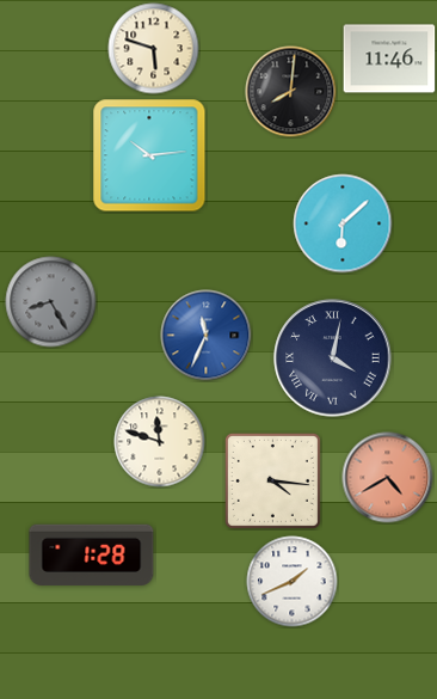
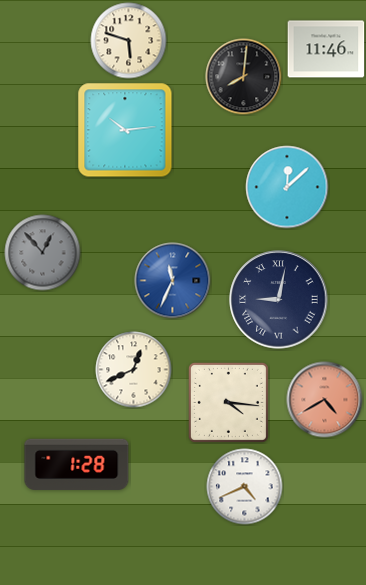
clock at (343, 223): 6:08 -> 12:08
clock at (51, 302): 8:25 -> 12:53
clock at (333, 358): 4:02 -> 9:02
clock at (160, 442): 11:48 -> 12:41
clock at (293, 582): 1:41 -> 4:41
